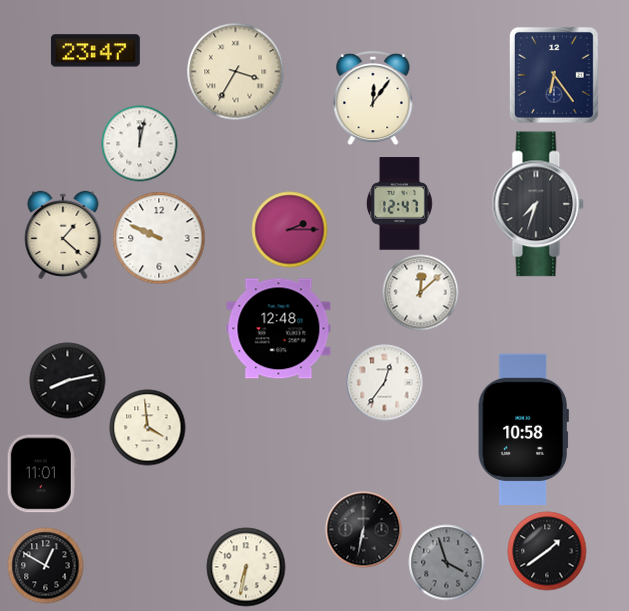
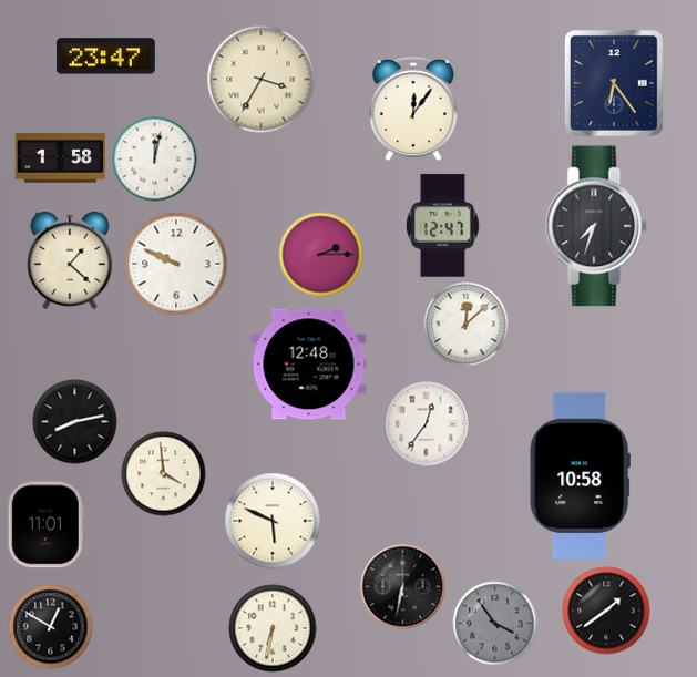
clock at (61, 158): none -> 1:58
clock at (273, 521): none -> 5:49
clock at (447, 563): 3:57 -> 3:54
